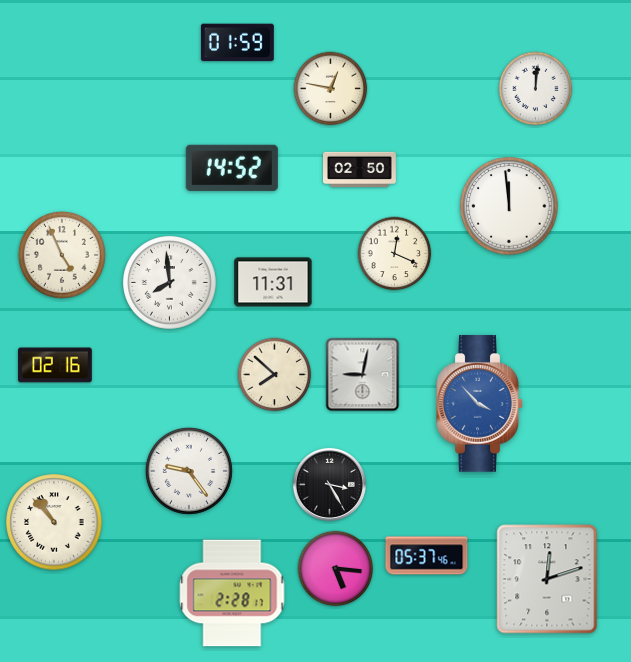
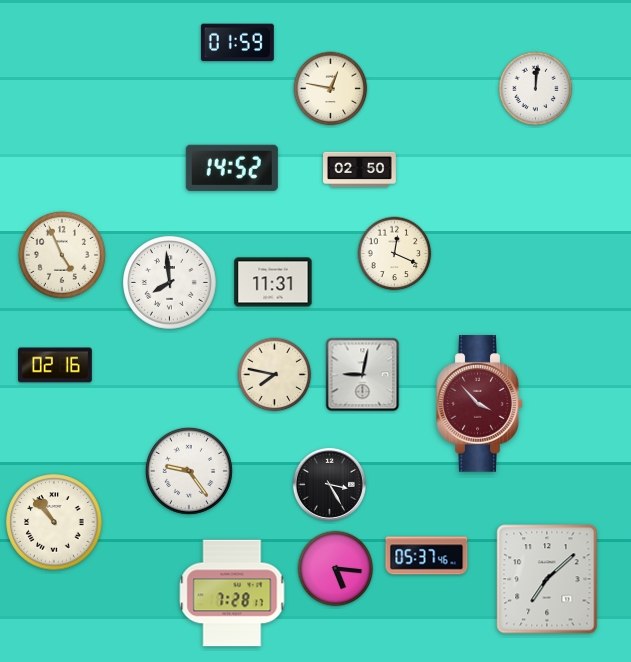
clock at (509, 206): 11:59 -> none
clock at (275, 375): 7:52 -> 7:47
clock at (480, 404) dial: blue -> burgundy
clock at (547, 579): 12:12 -> 7:08
clock at (232, 593): 2:28 -> 7:28
